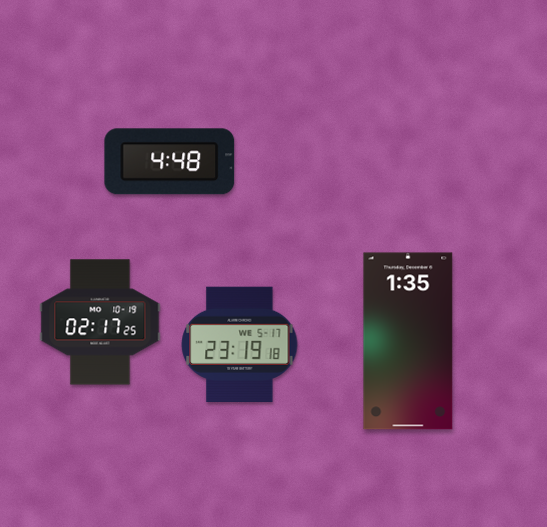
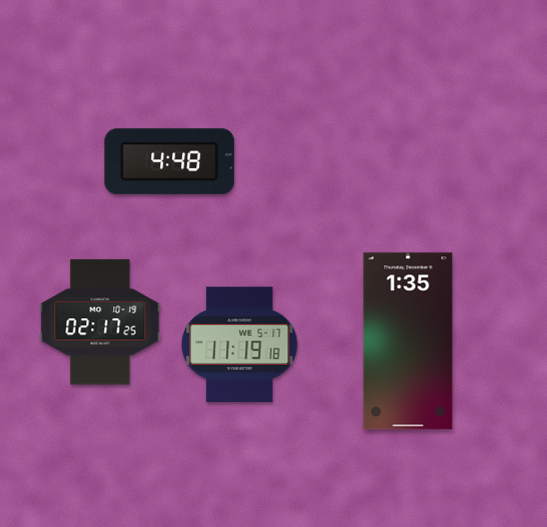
clock at (240, 344): 23:19 -> 11:19
